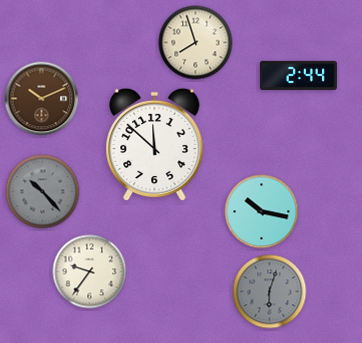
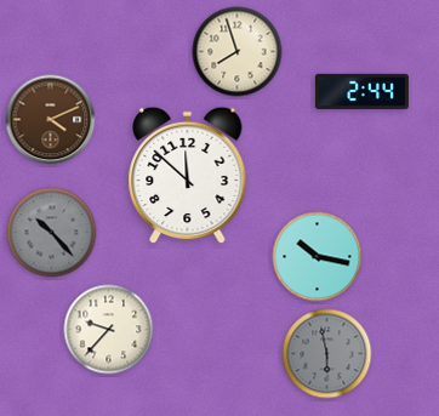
clock at (42, 99): 10:11 -> 4:11
clock at (90, 272): 9:36 -> 9:37
clock at (270, 292): 6:03 -> 5:58
